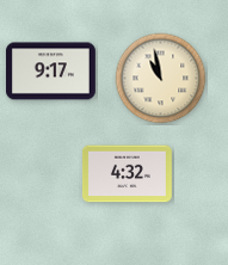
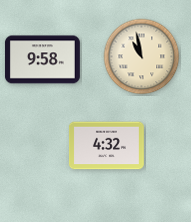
clock at (50, 72): 9:17 -> 9:58
clock at (161, 79) position: (161, 79) -> (142, 57)
